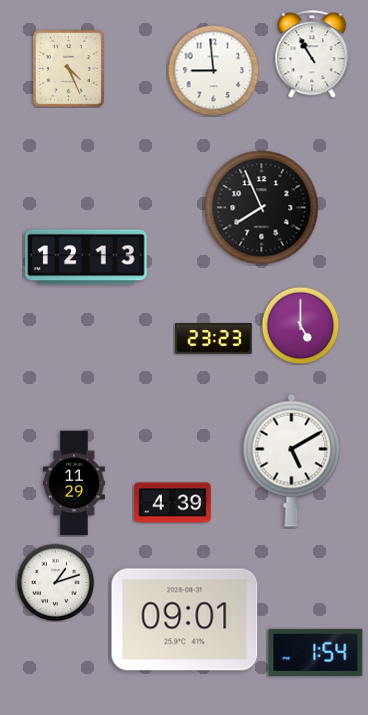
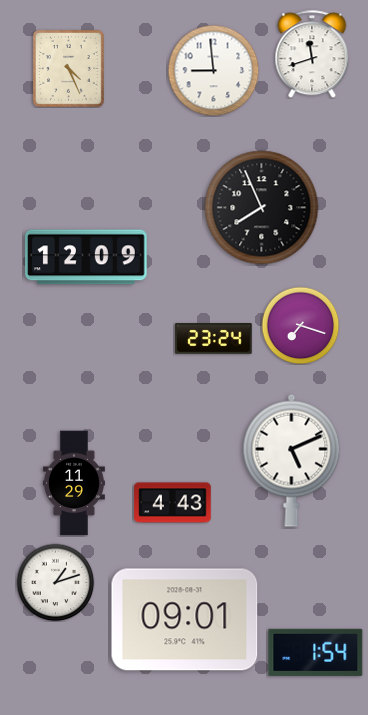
clock at (312, 54): 10:55 -> 11:42
clock at (86, 257): 12:13 -> 12:09
clock at (300, 325): 5:00 -> 7:18
clock at (214, 339): 23:23 -> 23:24
clock at (292, 460): 5:10 -> 5:11
clock at (173, 503): 4:39 -> 4:43
